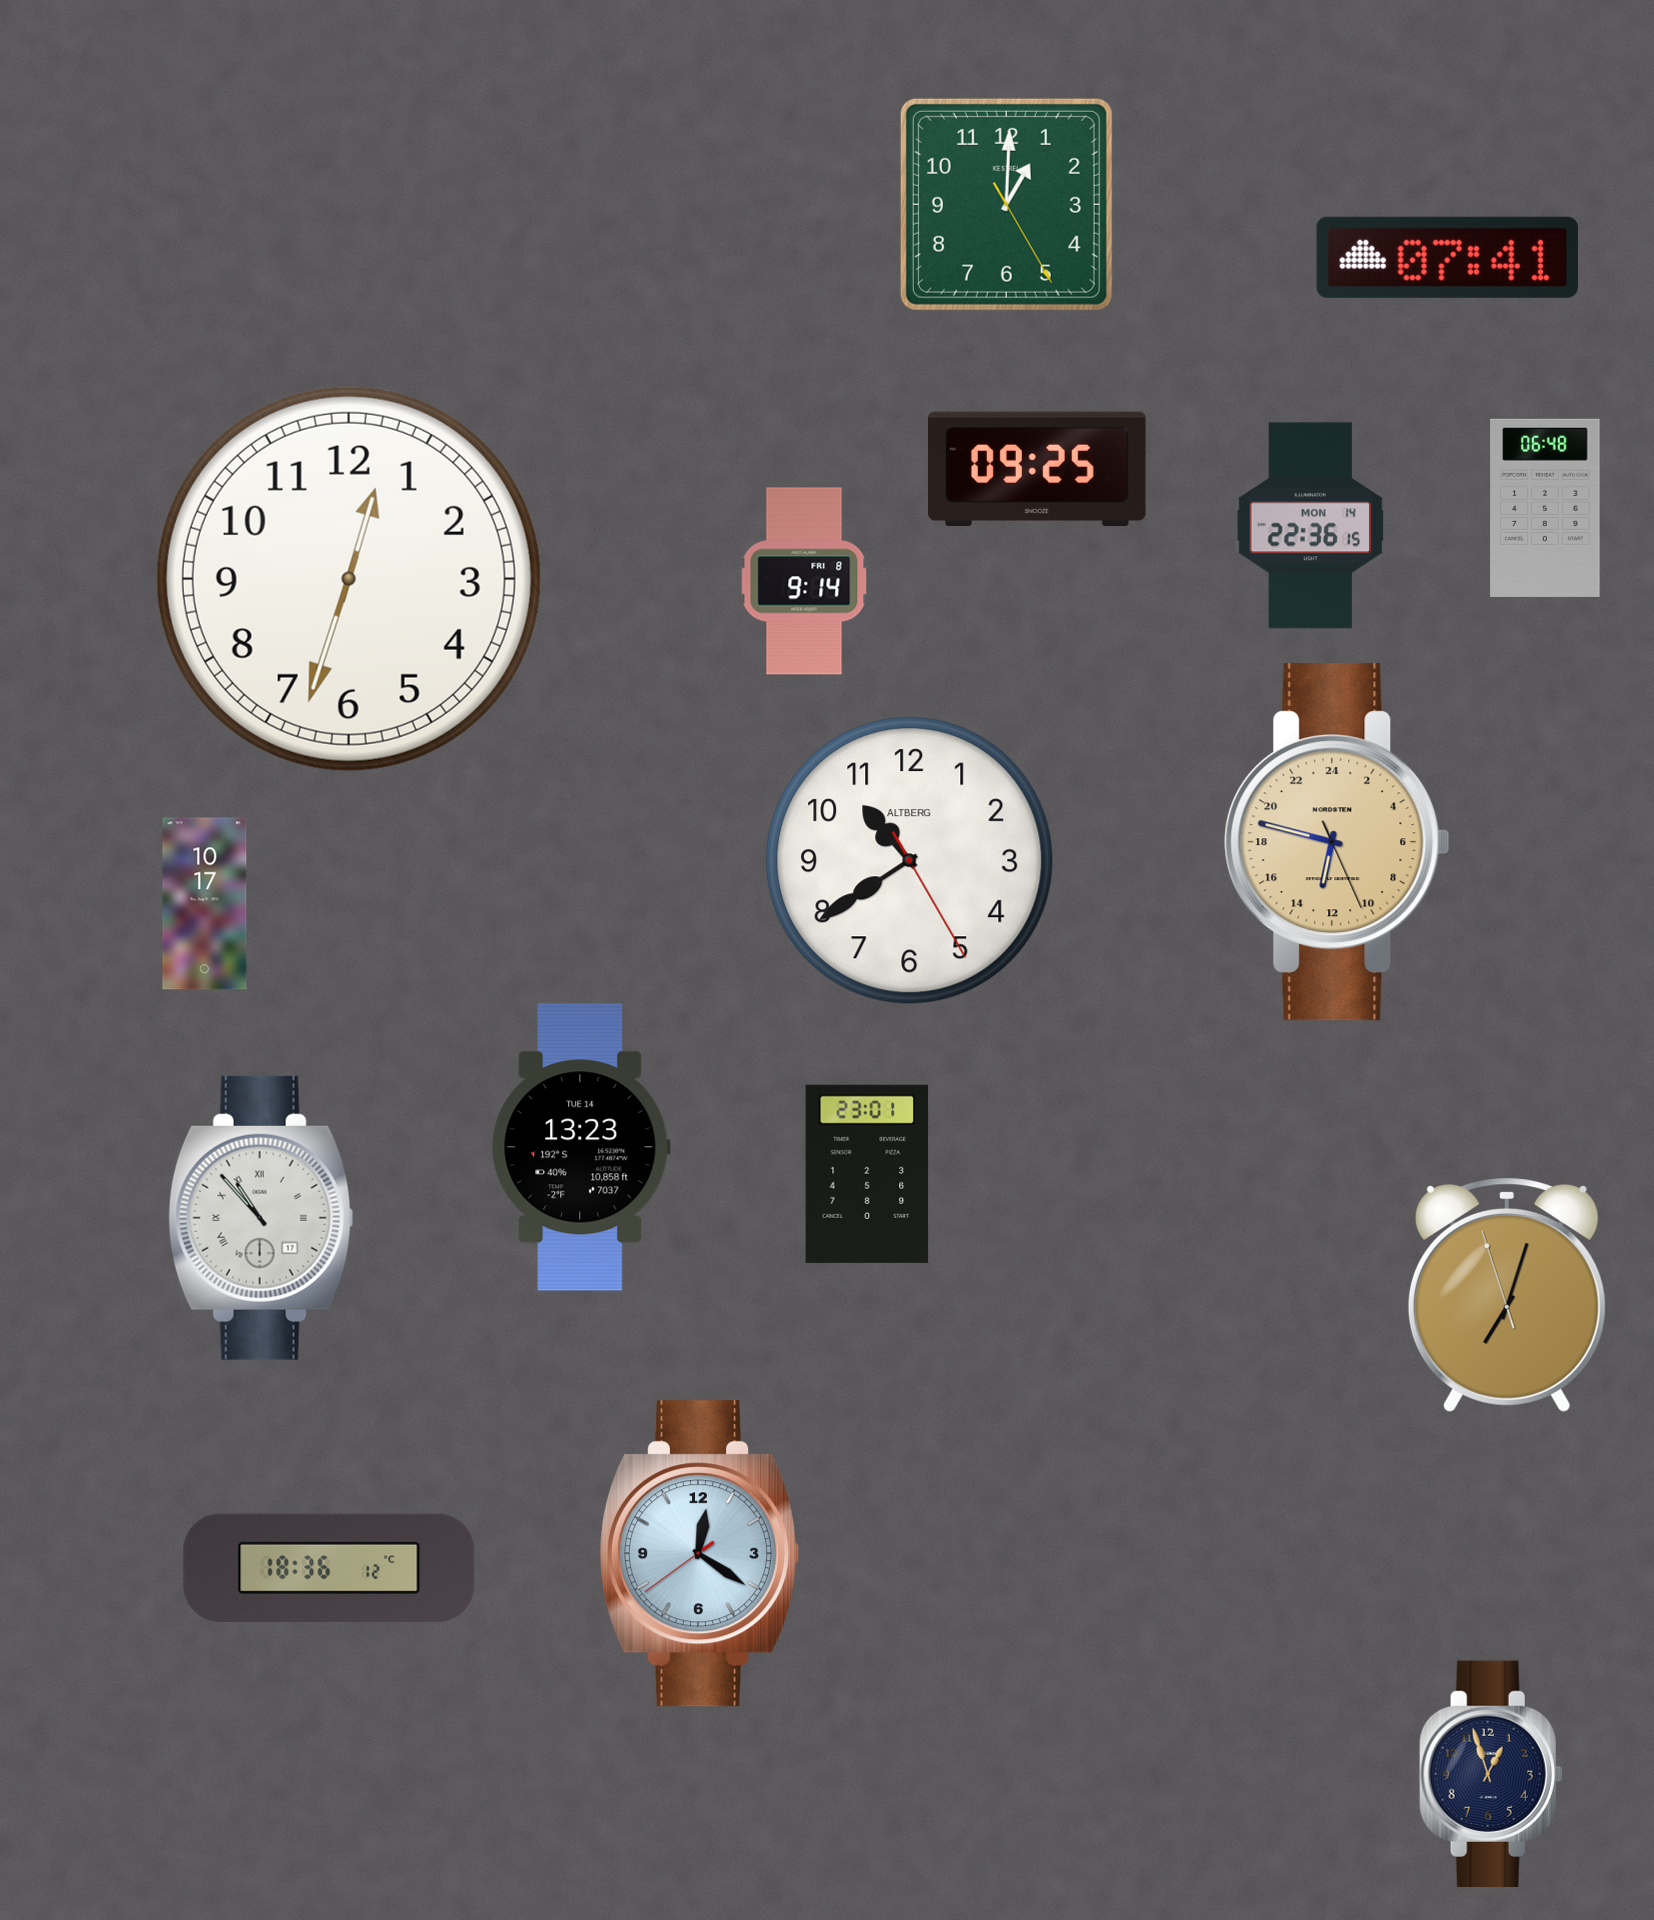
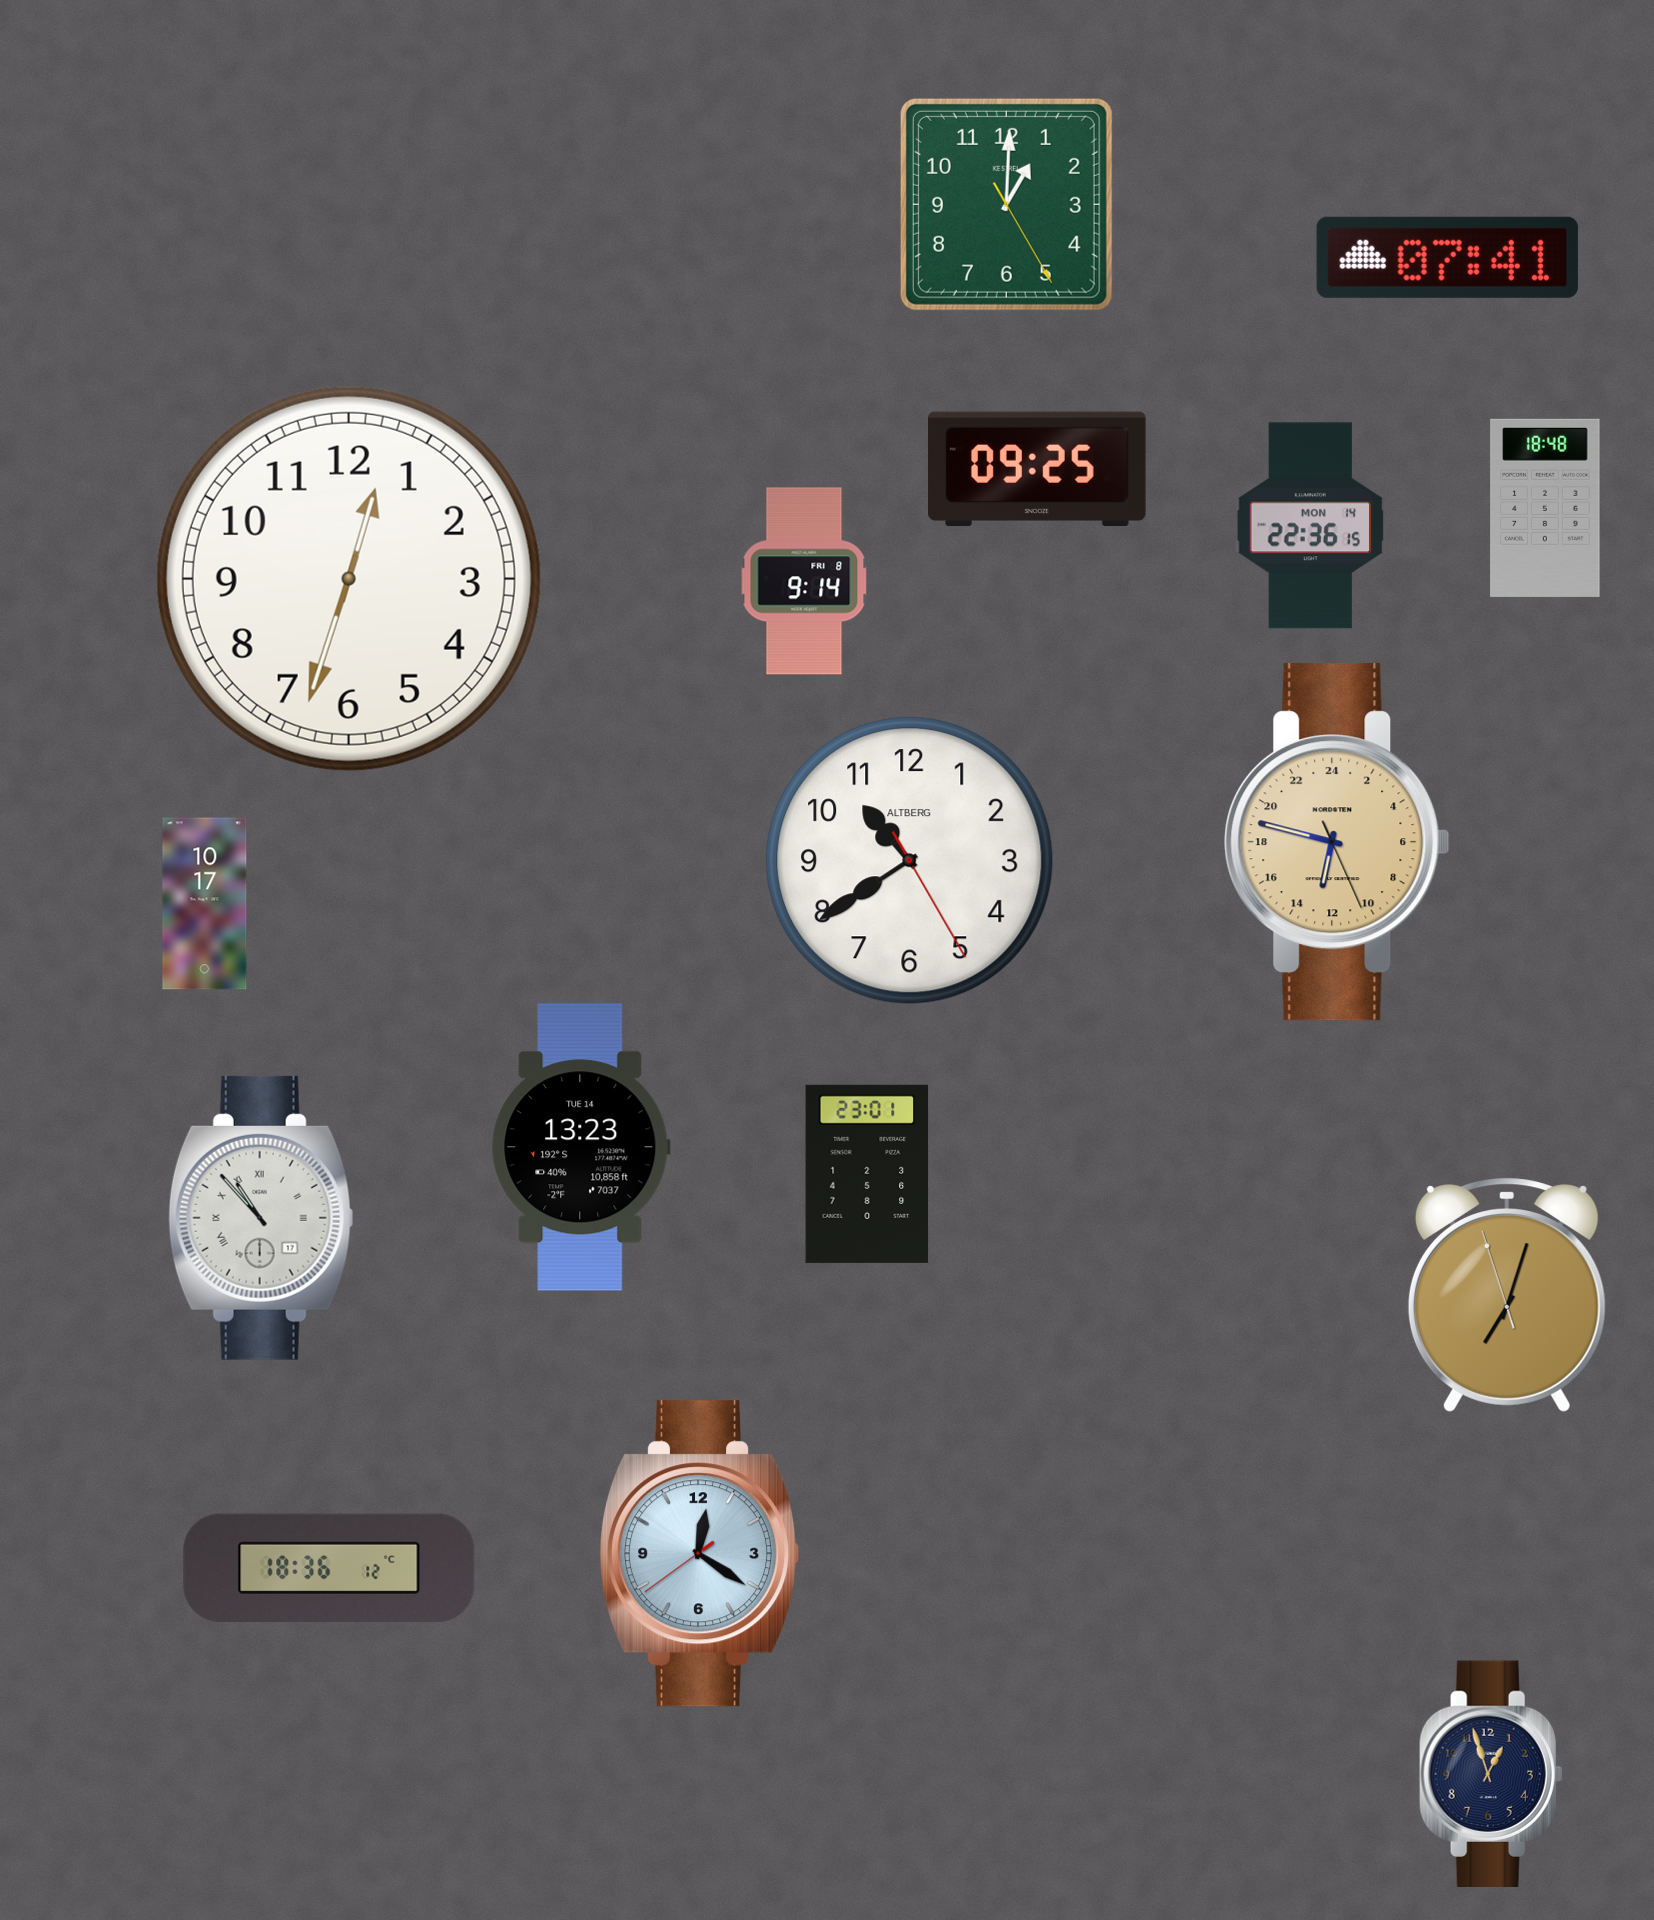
clock at (1545, 508): 06:48 -> 18:48
